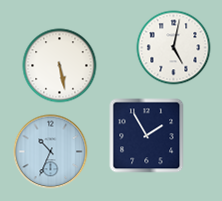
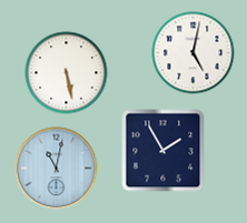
clock at (51, 152): 10:34 -> 11:02
